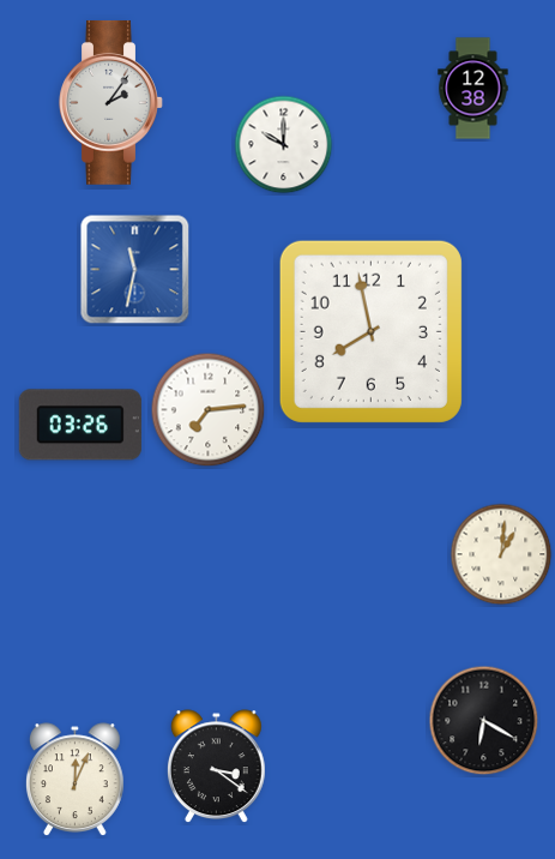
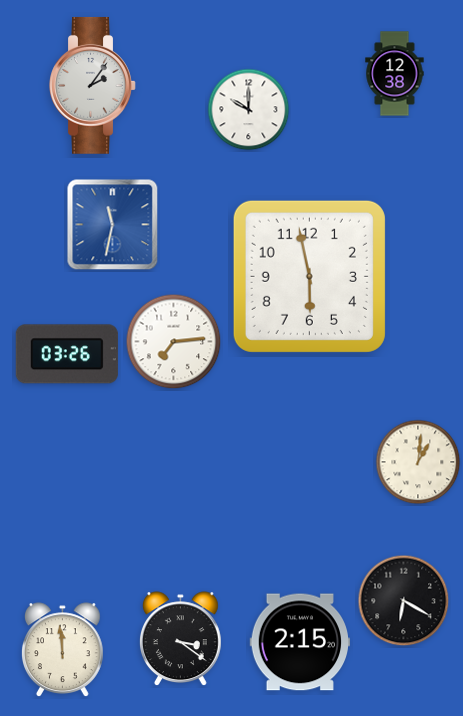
clock at (284, 145) position: (284, 145) -> (249, 110)
clock at (370, 331): 7:58 -> 5:58
clock at (300, 642): none -> 2:15
clock at (76, 780): 12:04 -> 11:59
